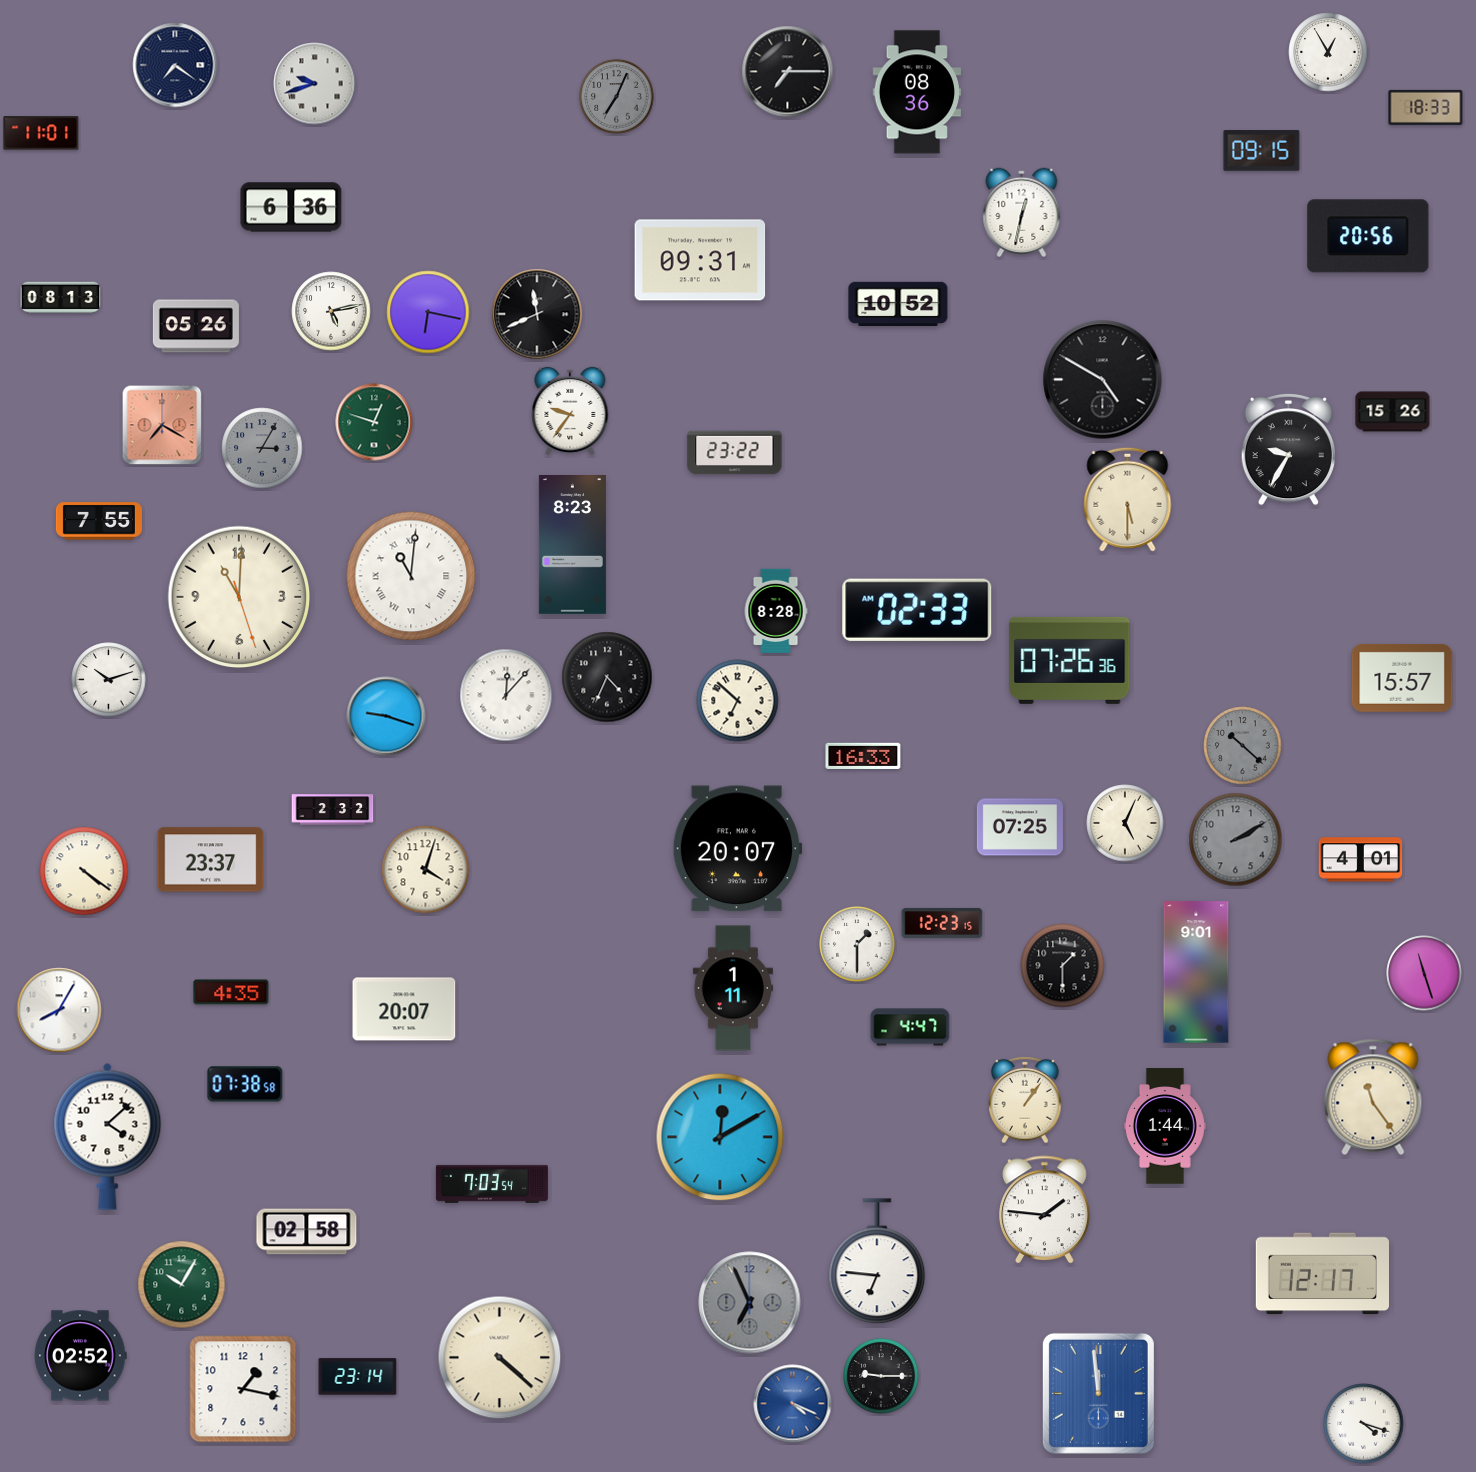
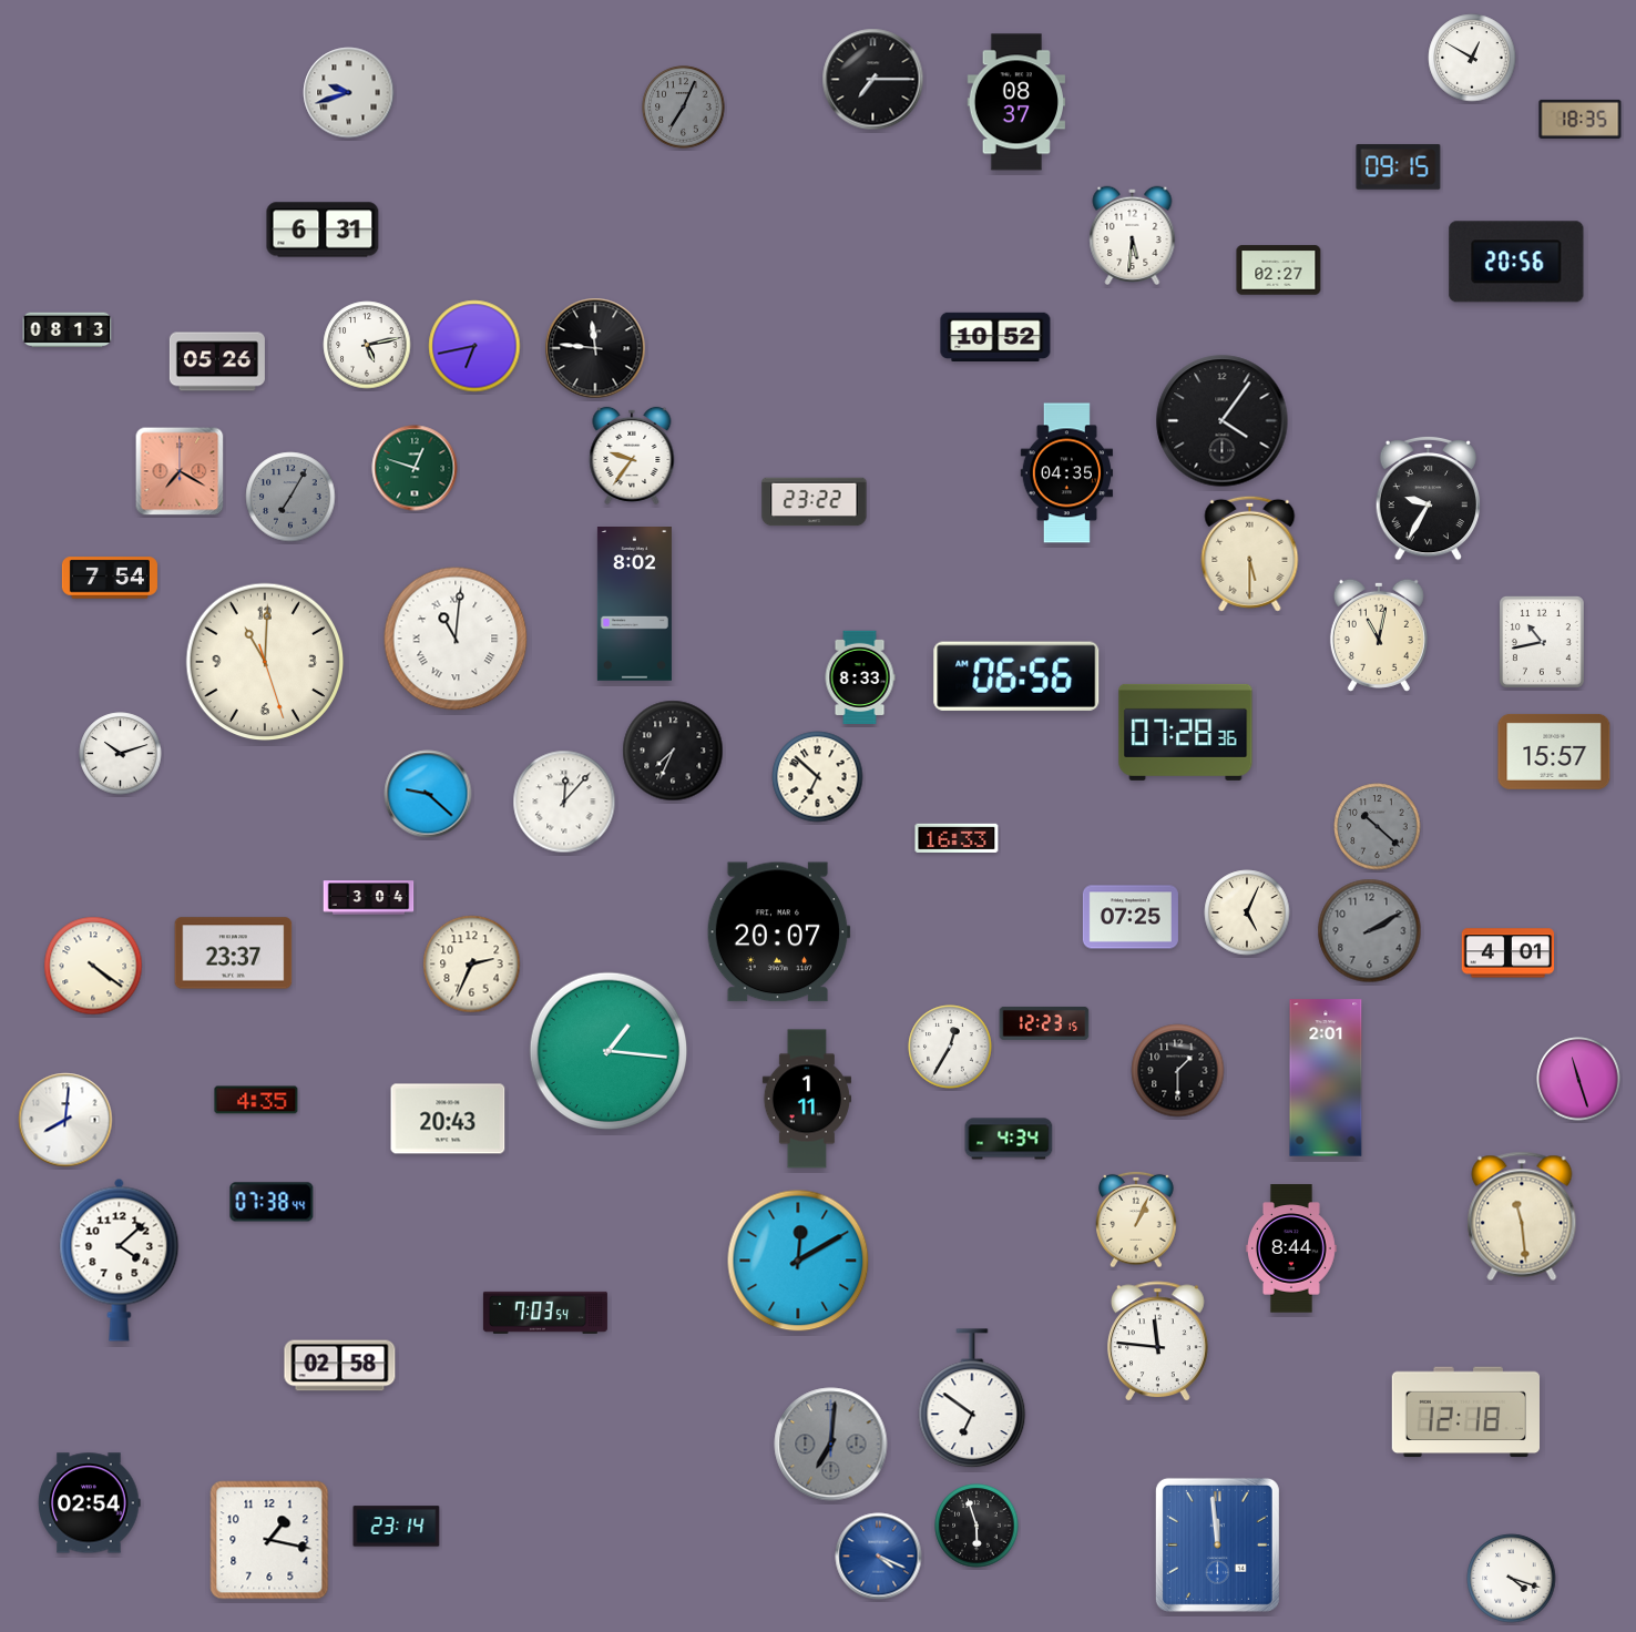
clock at (1328, 52): 12:55 -> 12:50
clock at (175, 65): 7:21 -> none
clock at (917, 92): 08:36 -> 08:37
clock at (1426, 107): 18:33 -> 18:35
clock at (41, 133): 11:01 -> none
clock at (291, 207): 6:36 -> 6:31
clock at (1022, 212): 12:32 -> 5:31
clock at (1279, 271): none -> 02:27
clock at (700, 260): 09:31 -> none
clock at (428, 312): 6:17 -> 6:43
clock at (537, 314): 11:41 -> 11:46
clock at (1103, 380): 4:50 -> 4:06
clock at (1393, 412): 15:26 -> none
clock at (1067, 473): none -> 04:35
clock at (262, 448): 3:05 -> 7:05
clock at (99, 521): 7:55 -> 7:54
clock at (572, 545): 8:23 -> 8:02
clock at (1379, 635): none -> 11:02
clock at (1542, 642): none -> 10:43
clock at (917, 610): 02:33 -> 06:56
clock at (776, 611): 8:28 -> 8:33
clock at (1070, 660): 07:26 -> 07:28
clock at (607, 677): 4:34 -> 7:34
clock at (506, 695) position: (506, 695) -> (564, 802)
clock at (386, 716): 9:18 -> 9:22
clock at (333, 810): 2:32 -> 3:04
clock at (737, 849) position: (737, 849) -> (778, 932)
clock at (426, 870): 4:03 -> 2:34
clock at (857, 944): 1:30 -> 12:35
clock at (609, 1051): none -> 1:16
clock at (1196, 972): 9:01 -> 2:01
clock at (733, 988) position: (733, 988) -> (807, 1099)
clock at (404, 1009): 20:07 -> 20:43
clock at (59, 1010): 8:05 -> 8:01
clock at (910, 1027): 4:47 -> 4:34
clock at (245, 1084): 07:38:58 -> 07:38:44
clock at (1373, 1097): 11:24 -> 11:29
clock at (1025, 1100): 1:06 -> 1:04
clock at (1165, 1126): 1:44 -> 8:44
clock at (1044, 1210): 1:46 -> 11:46
clock at (877, 1262): 6:46 -> 6:51
clock at (1322, 1274): 12:17 -> 12:18
clock at (182, 1285): 10:05 -> none
clock at (750, 1303): 6:56 -> 7:01
clock at (81, 1356): 02:52 -> 02:54
clock at (500, 1358): 4:22 -> none
clock at (881, 1376): 9:15 -> 5:57
